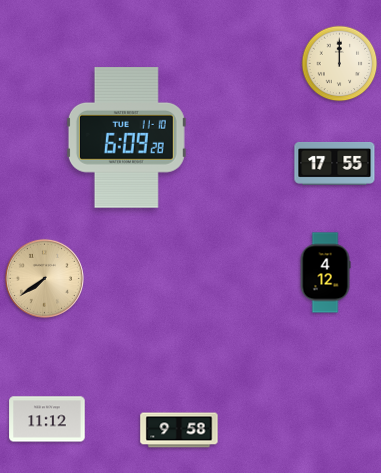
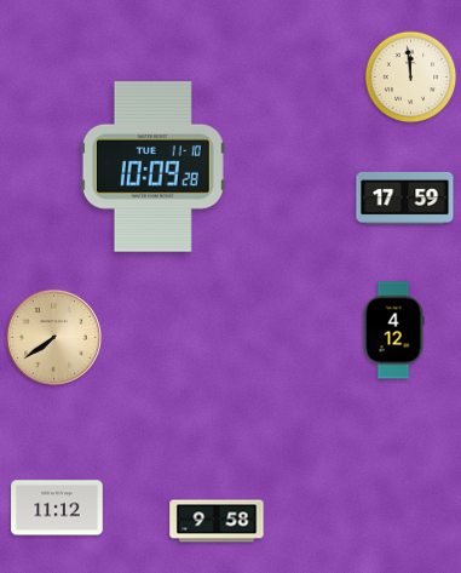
clock at (340, 64): 12:00 -> 11:59
clock at (126, 138): 6:09 -> 10:09
clock at (335, 163): 17:55 -> 17:59
